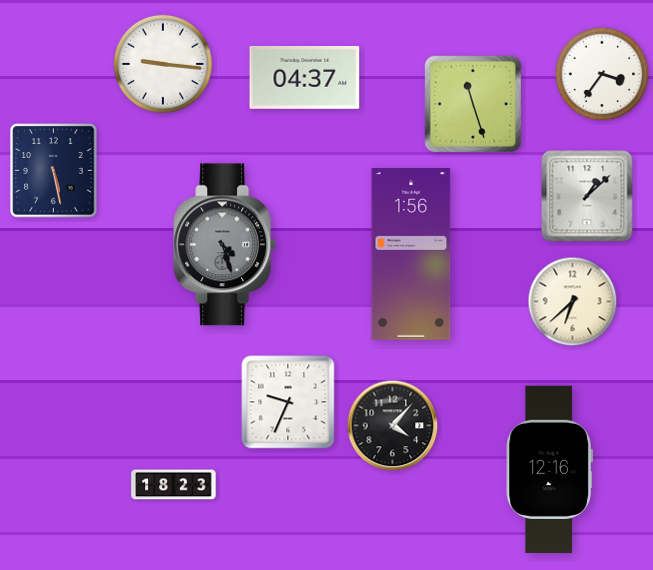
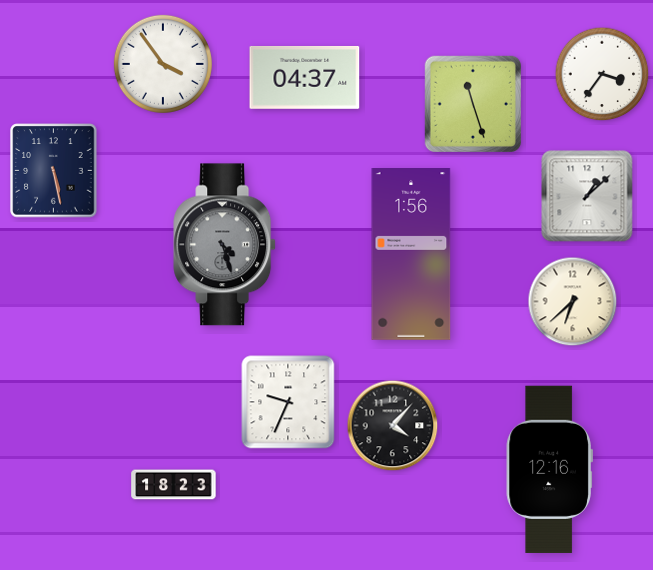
clock at (163, 64): 9:16 -> 3:54
